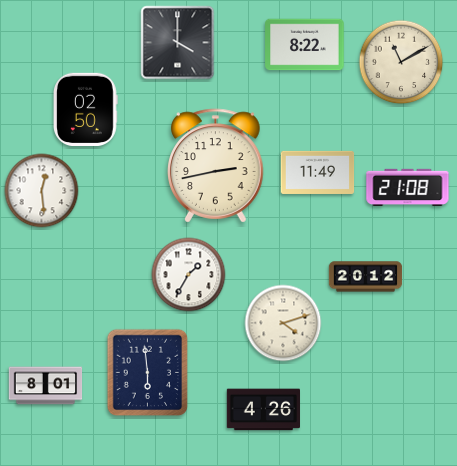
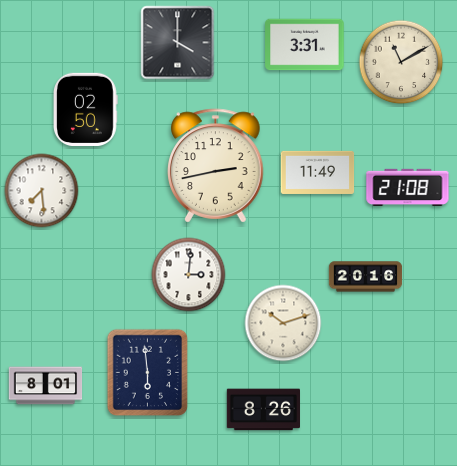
clock at (305, 45): 8:22 -> 3:31
clock at (42, 191): 12:29 -> 7:29
clock at (189, 275): 1:35 -> 3:01
clock at (366, 277): 20:12 -> 20:16
clock at (283, 323): 4:12 -> 10:12
clock at (263, 410): 4:26 -> 8:26
